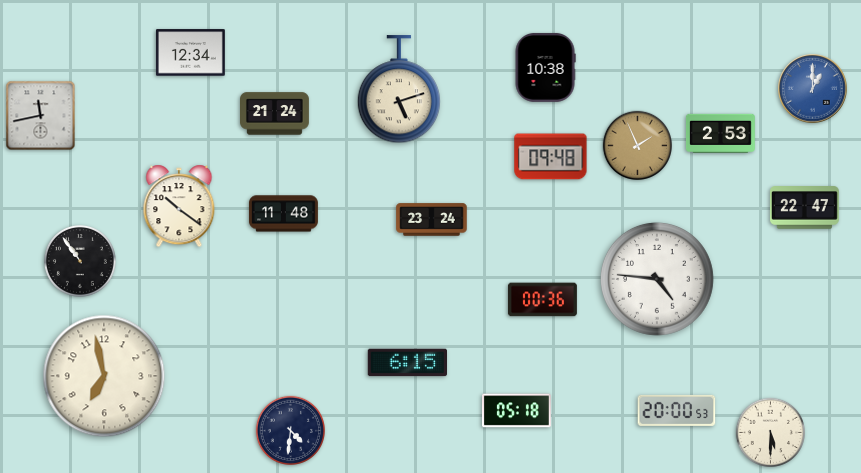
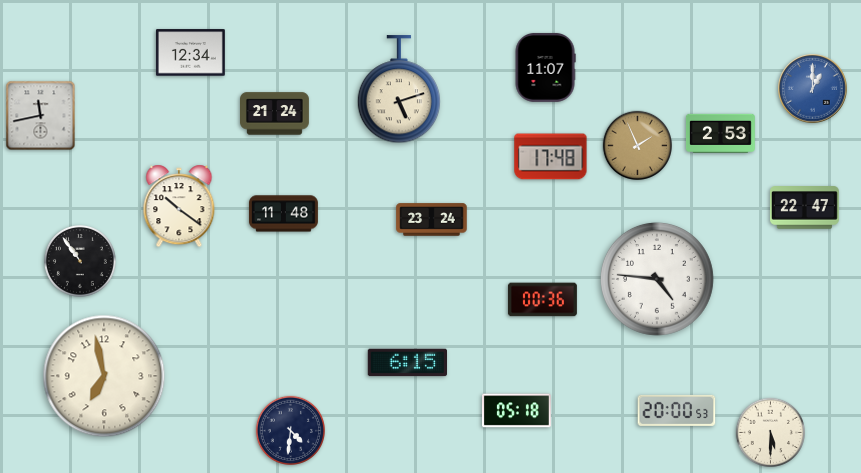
clock at (545, 67): 10:38 -> 11:07
clock at (551, 157): 09:48 -> 17:48
